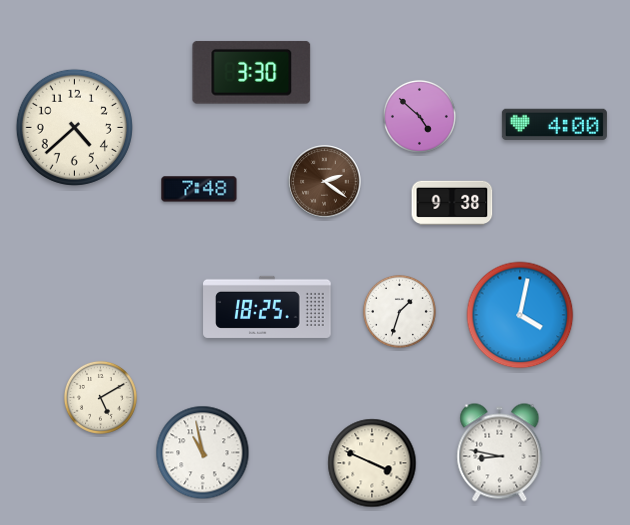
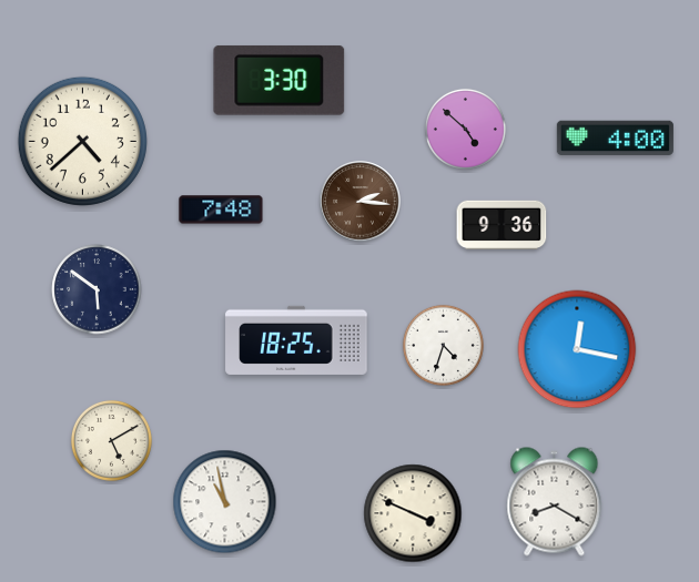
clock at (325, 182): 2:21 -> 2:16
clock at (452, 203): 9:38 -> 9:36
clock at (97, 289): none -> 5:51
clock at (399, 311): 1:33 -> 4:33
clock at (520, 315): 4:02 -> 12:17
clock at (500, 453): 8:47 -> 8:20
